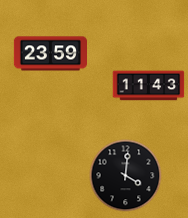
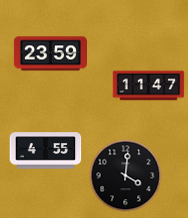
clock at (149, 86): 11:43 -> 11:47
clock at (46, 151): none -> 4:55
